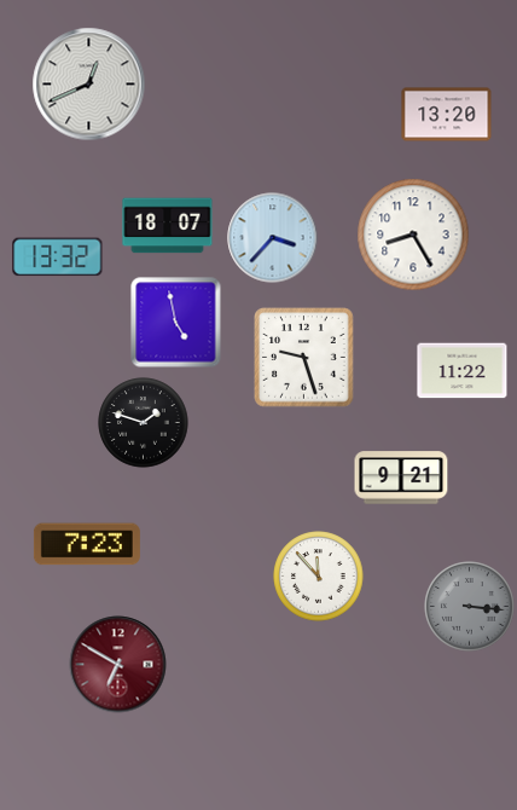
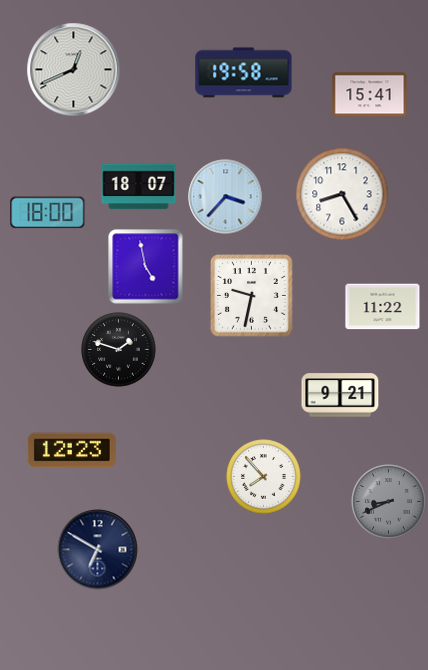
clock at (244, 73): none -> 19:58
clock at (447, 115): 13:20 -> 15:41
clock at (58, 258): 13:32 -> 18:00
clock at (304, 358): 9:27 -> 9:32
clock at (401, 478) position: (401, 478) -> (340, 395)
clock at (87, 544): 7:23 -> 12:23
clock at (319, 577): 11:53 -> 7:53
clock at (470, 607): 3:16 -> 8:41
clock at (118, 665) dial: burgundy -> navy
